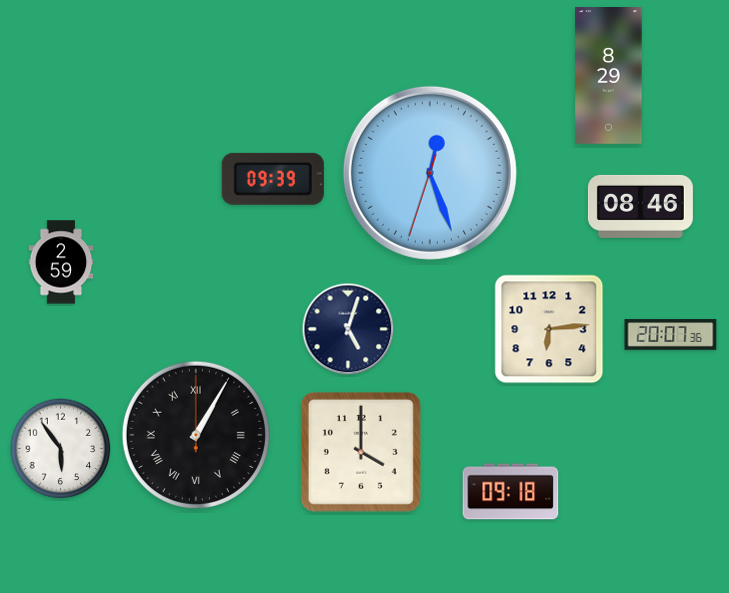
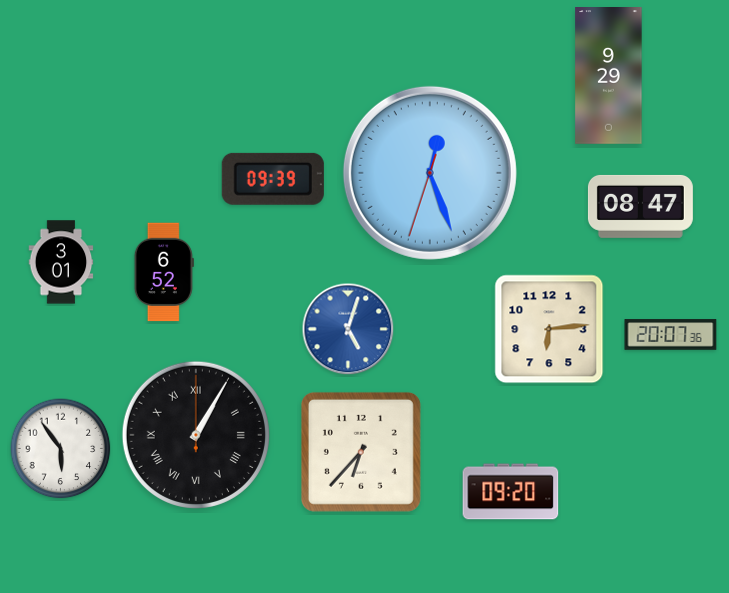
clock at (609, 76): 8:29 -> 9:29
clock at (640, 206): 08:46 -> 08:47
clock at (61, 262): 2:59 -> 3:01
clock at (164, 272): none -> 6:52
clock at (348, 329) dial: navy -> blue
clock at (361, 452): 4:00 -> 6:37
clock at (511, 492): 09:18 -> 09:20
